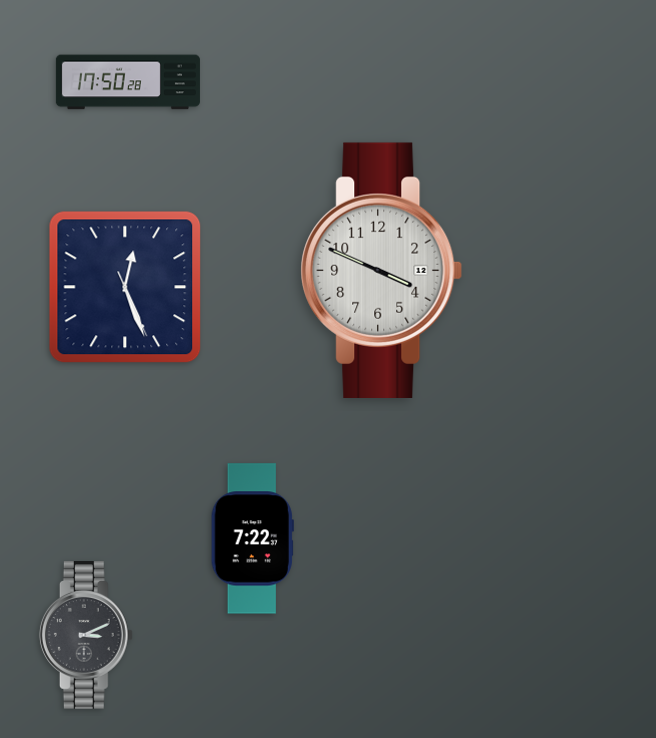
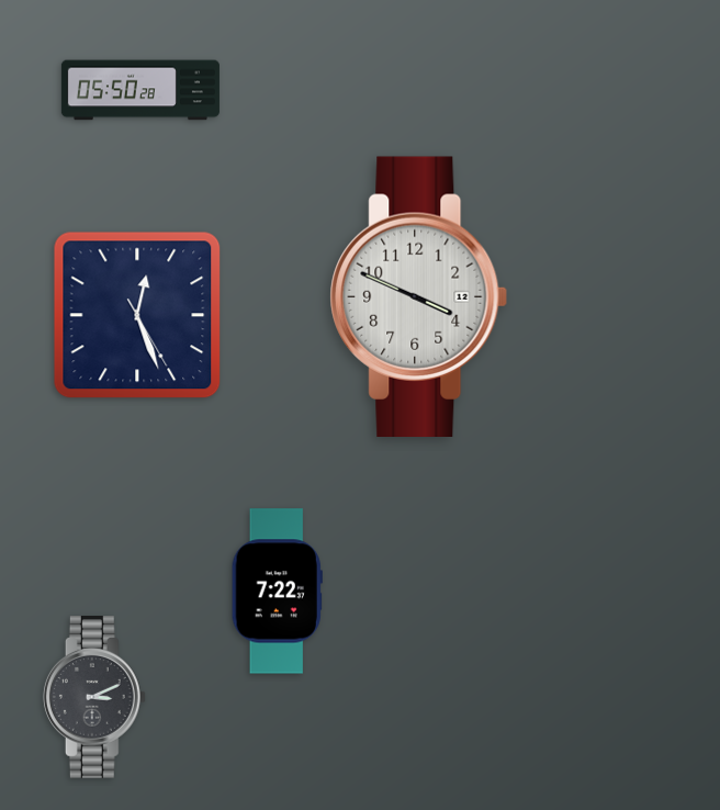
clock at (128, 82): 17:50 -> 05:50
clock at (125, 287): 12:26:26 -> 12:26:25
